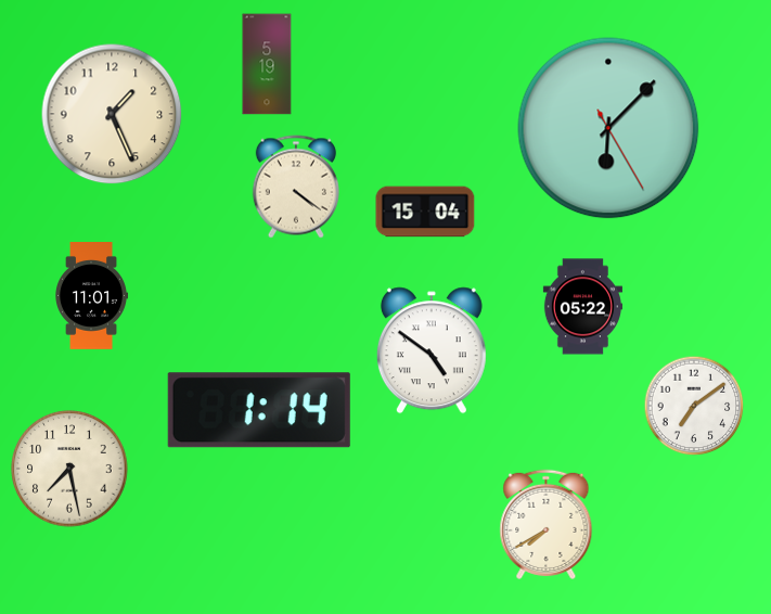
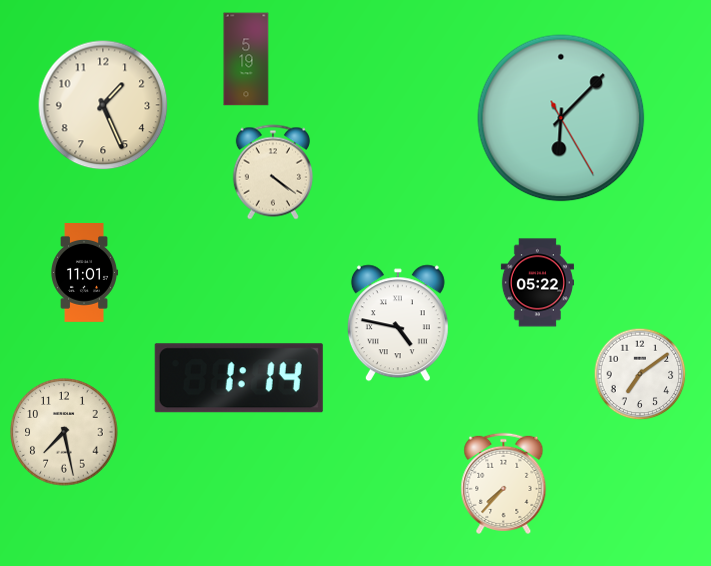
clock at (425, 212): 15:04 -> none
clock at (432, 350): 4:51 -> 4:47
clock at (547, 524): 7:40 -> 7:37
